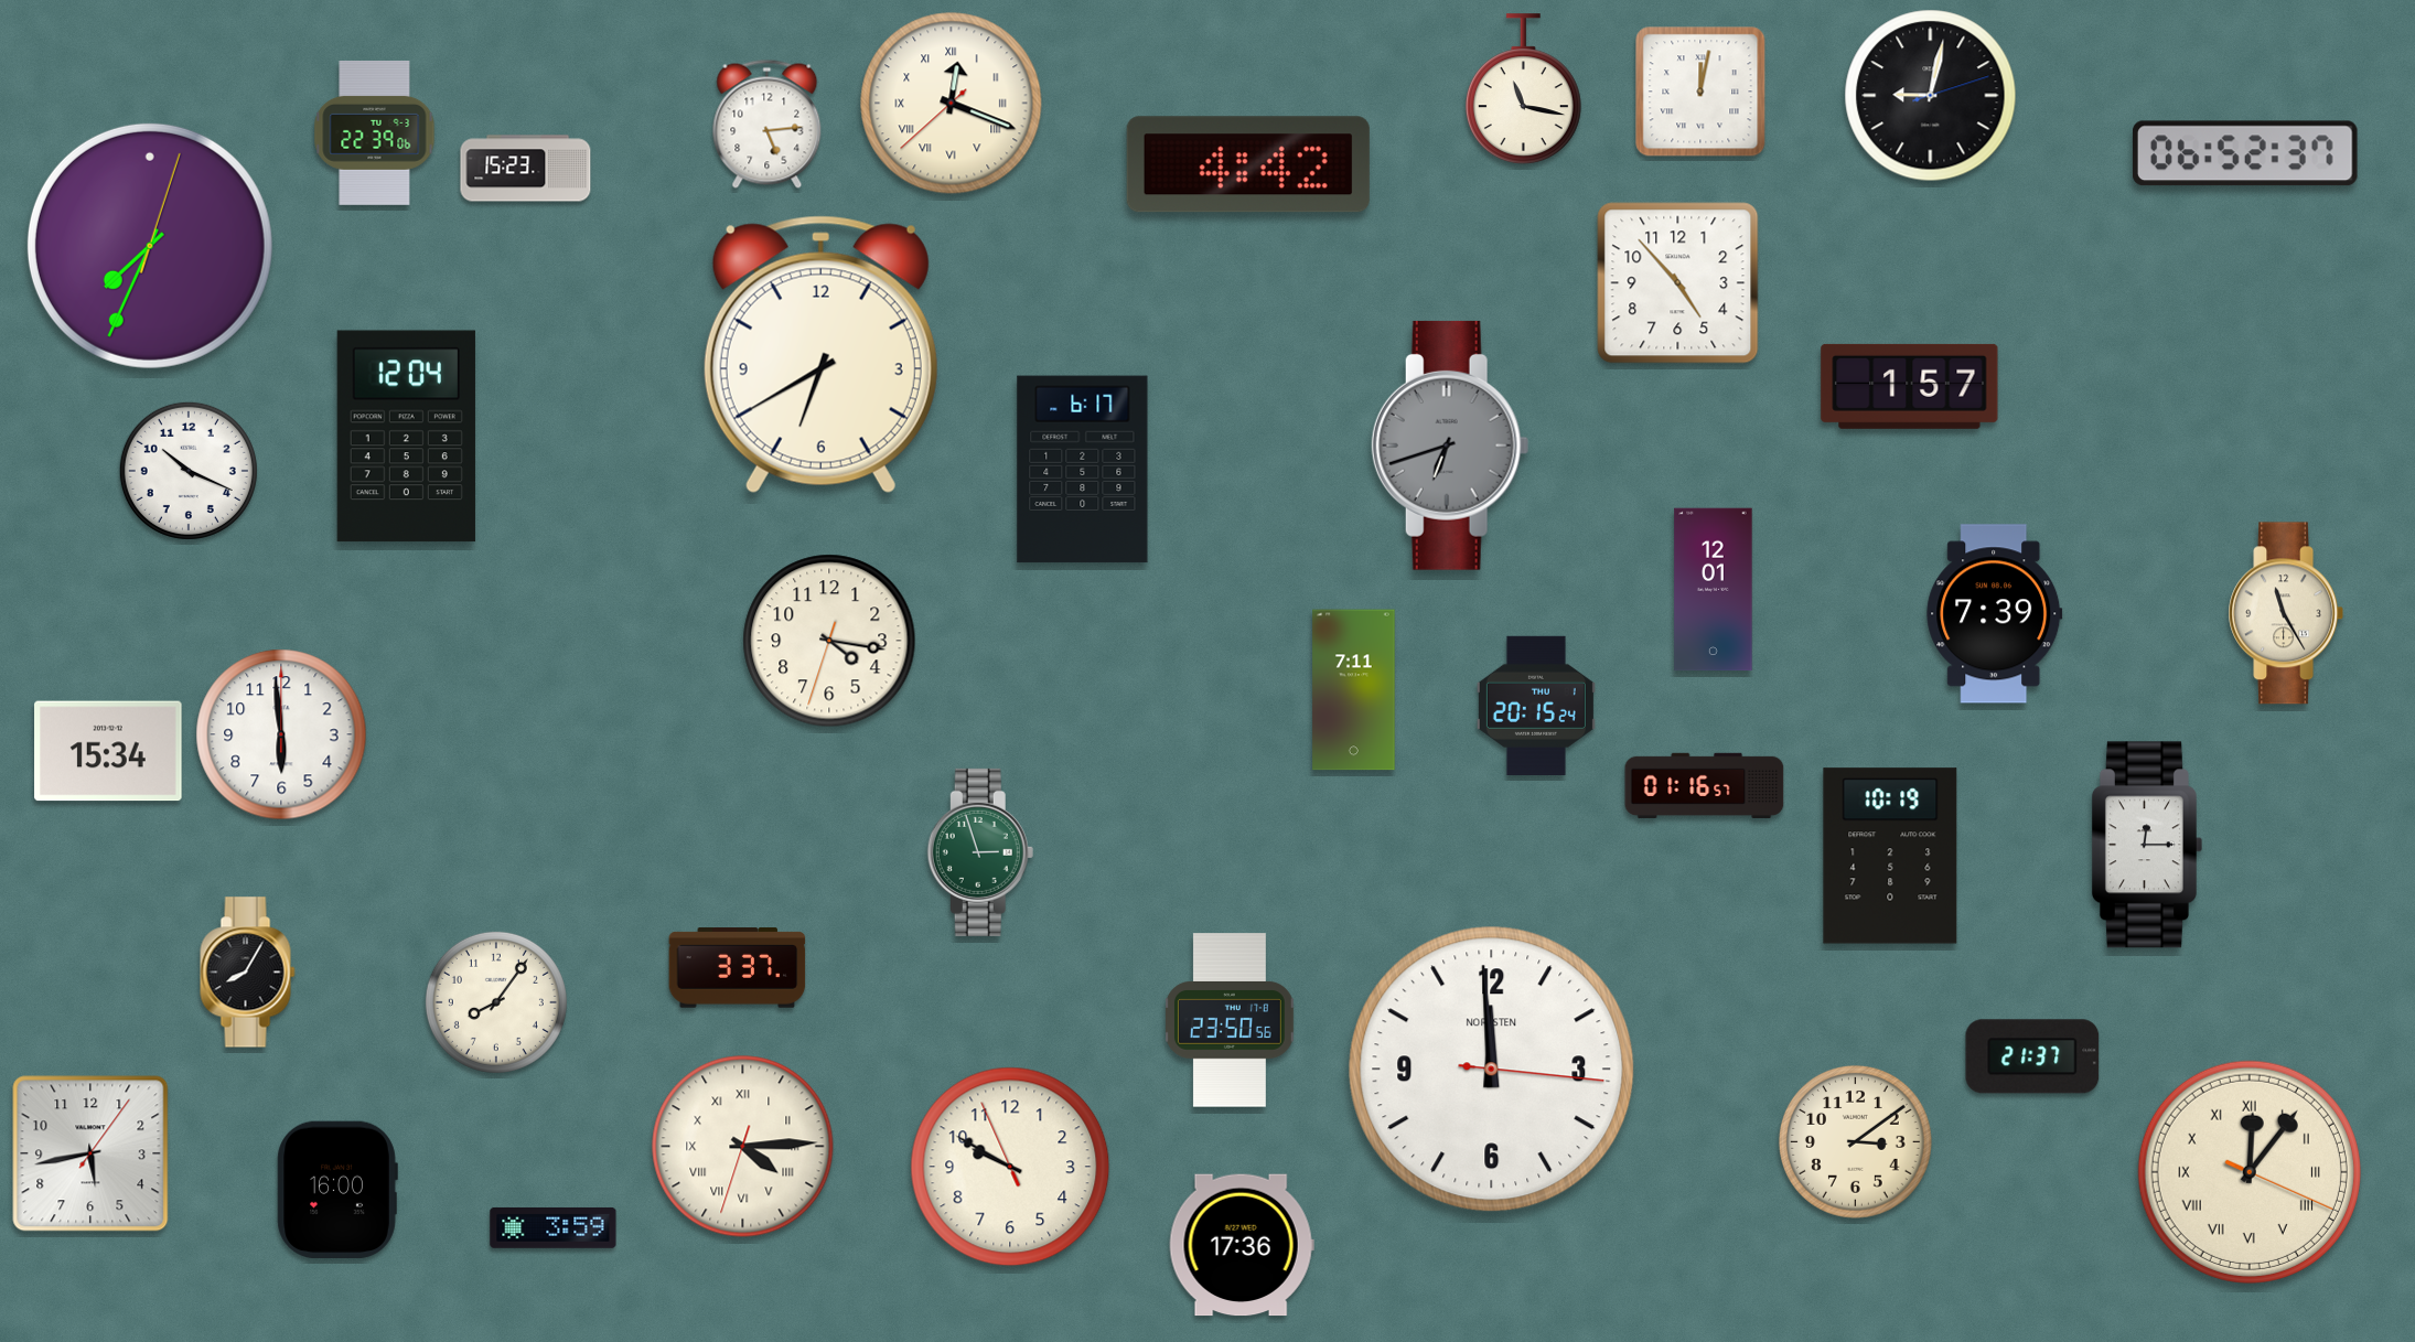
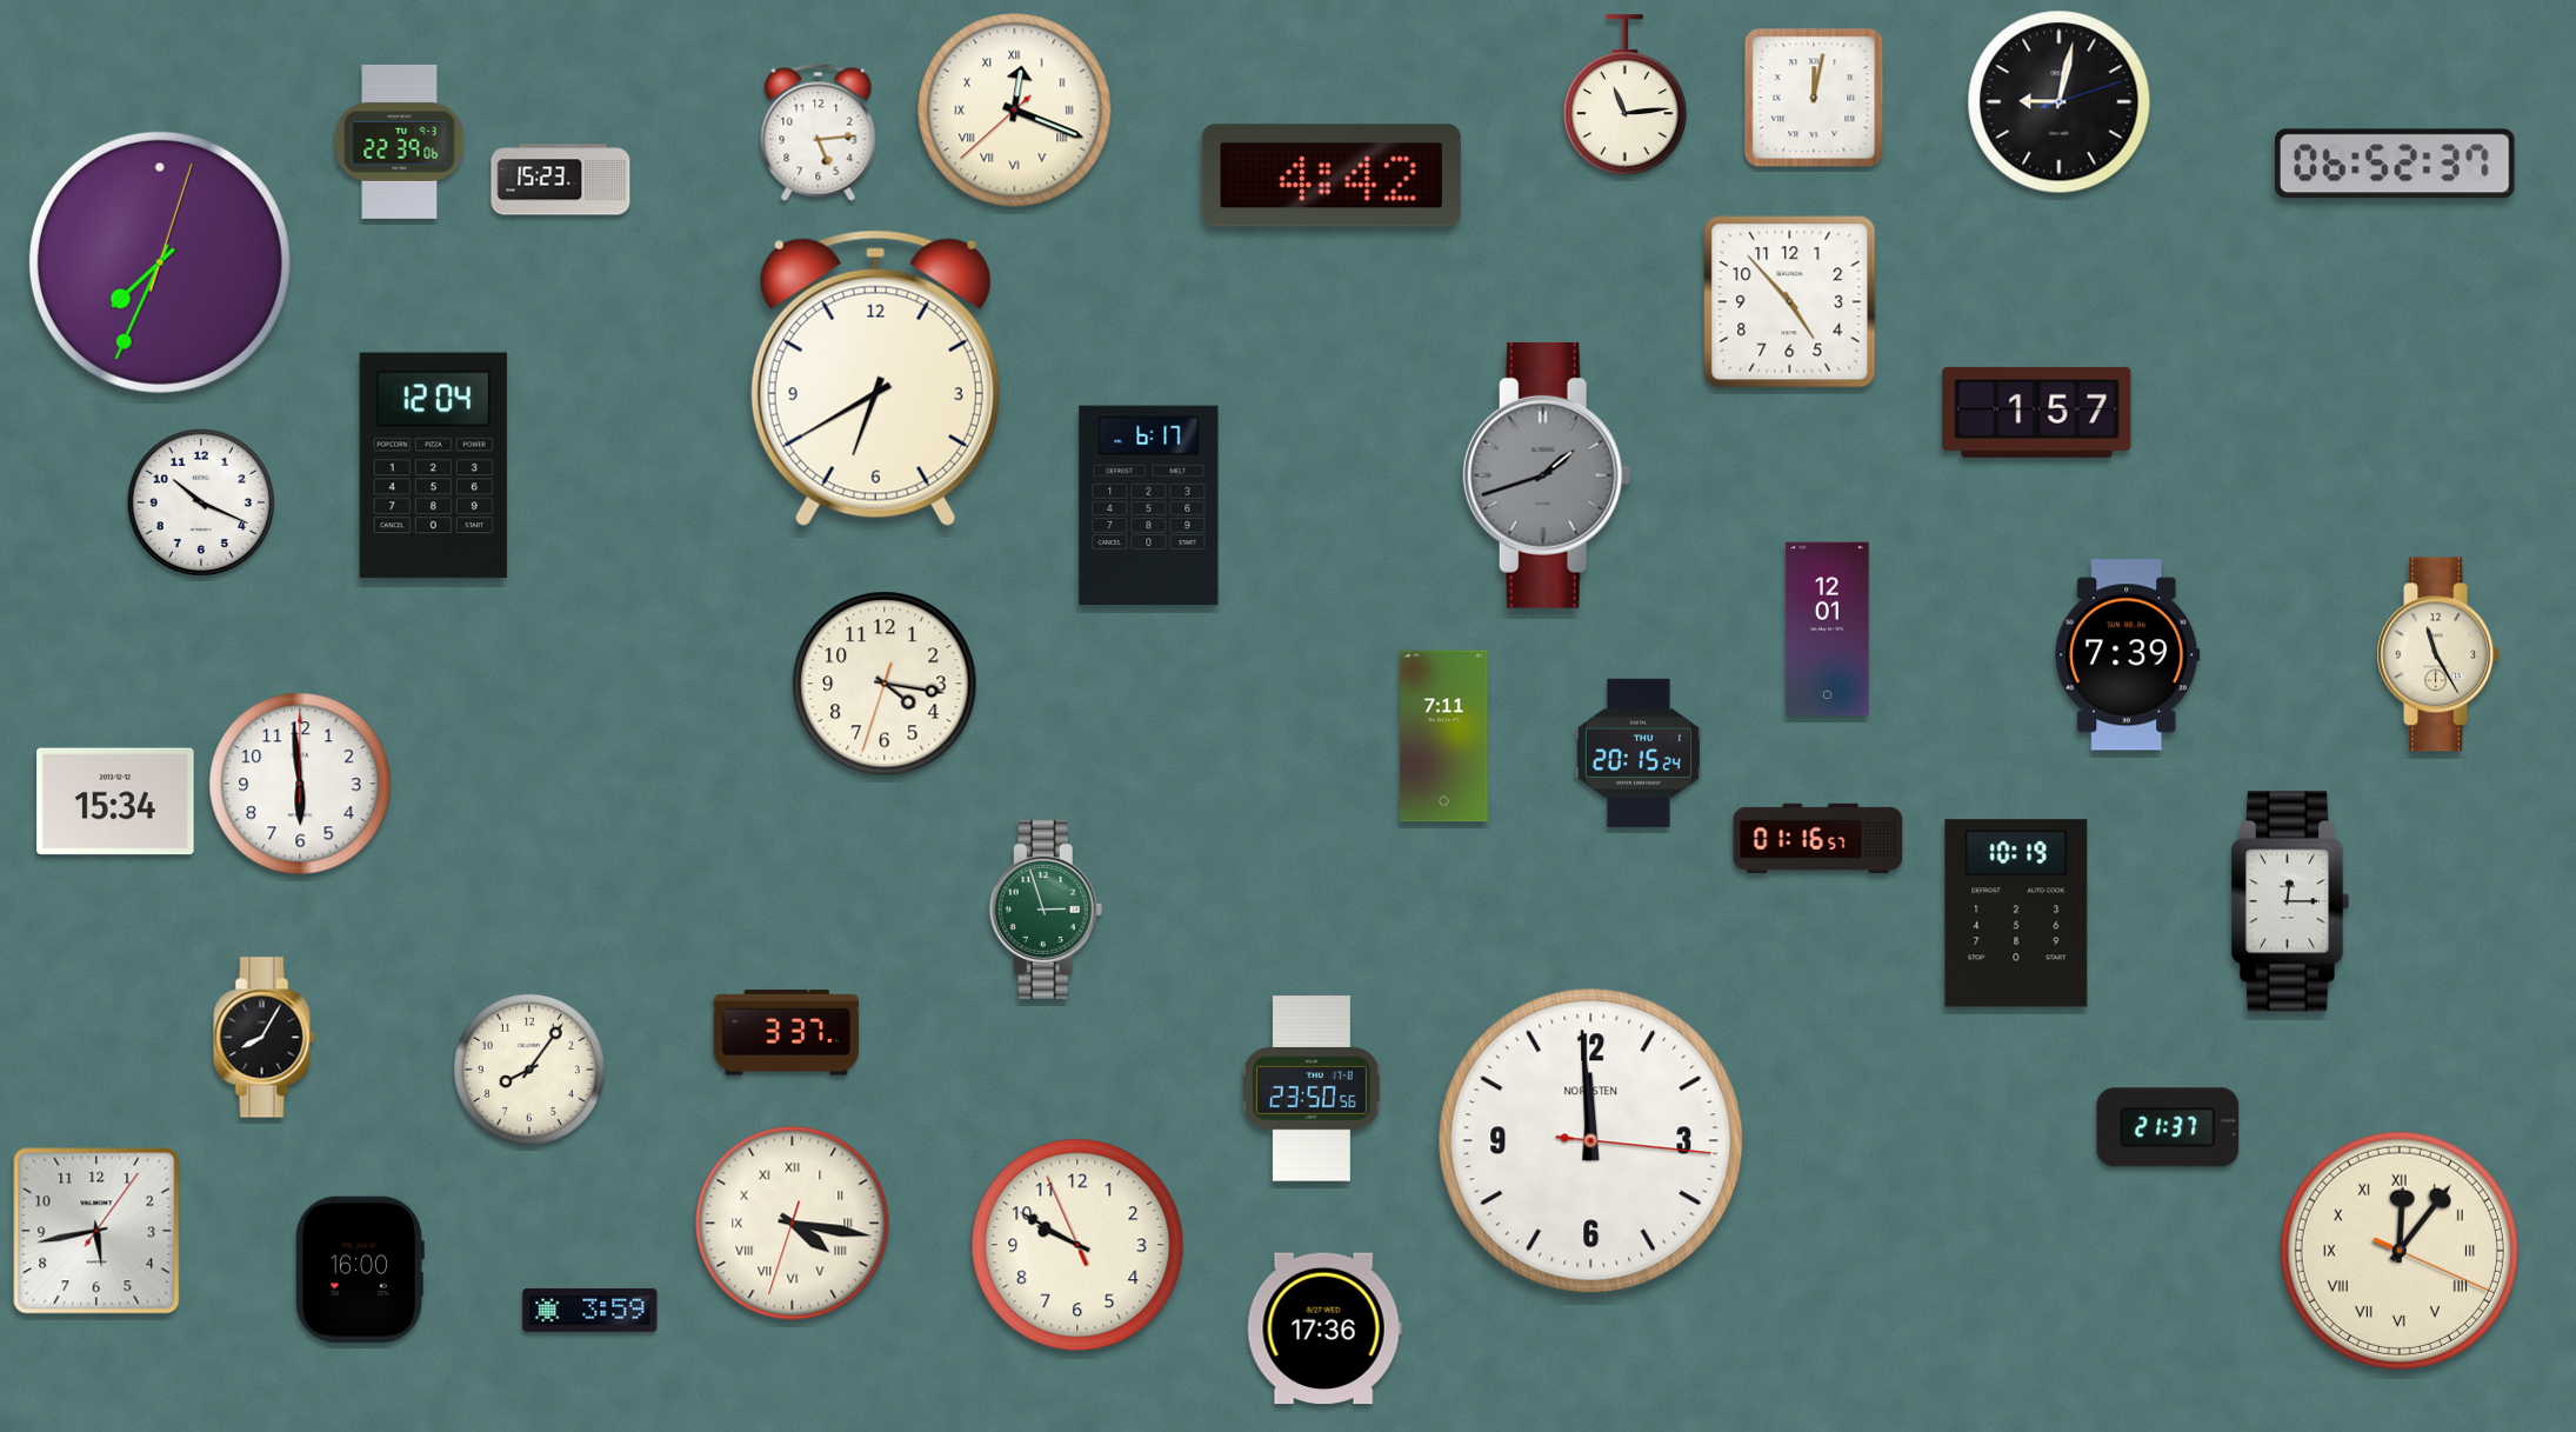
clock at (1523, 89): 11:17 -> 11:14
clock at (1450, 445): 6:42 -> 1:42
clock at (1083, 470) position: (1083, 470) -> (1149, 506)
clock at (1855, 1141): 3:09 -> none
clock at (743, 1147): 4:14 -> 4:16
